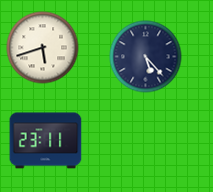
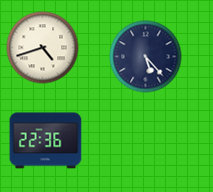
clock at (43, 48): 5:42 -> 4:42
clock at (46, 141): 23:11 -> 22:36
